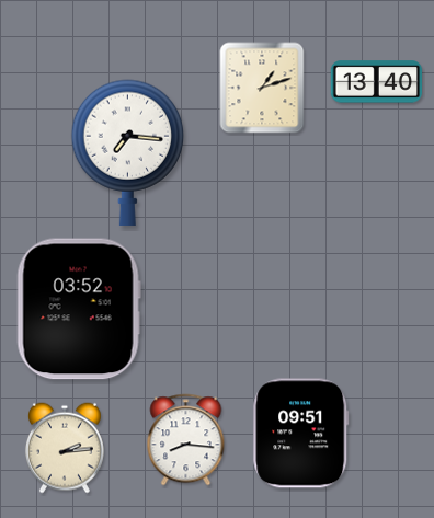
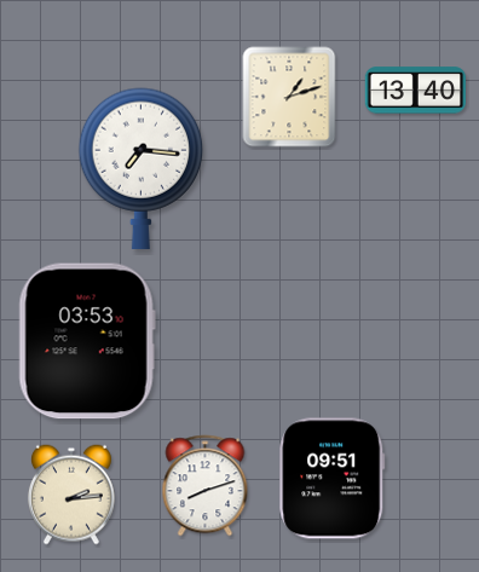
clock at (79, 309): 03:52 -> 03:53
clock at (186, 440): 8:16 -> 8:12
